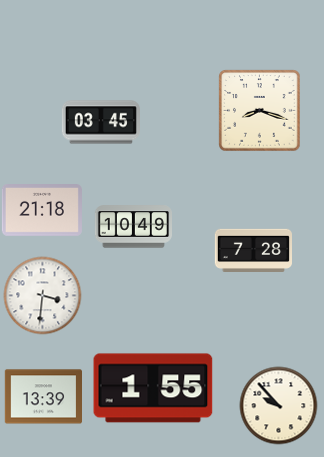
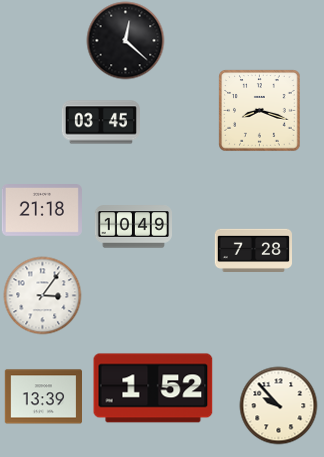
clock at (125, 40): none -> 12:22
clock at (42, 295): 3:31 -> 3:06
clock at (153, 388): 1:55 -> 1:52
